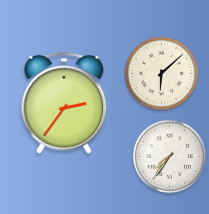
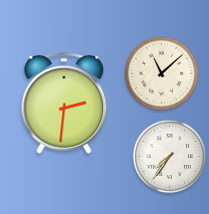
clock at (162, 74): 6:08 -> 11:08
clock at (64, 103): 2:36 -> 2:31
